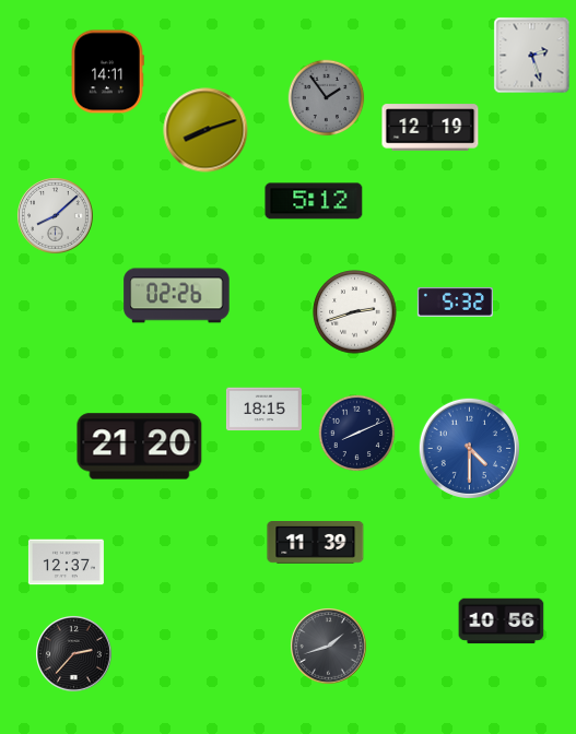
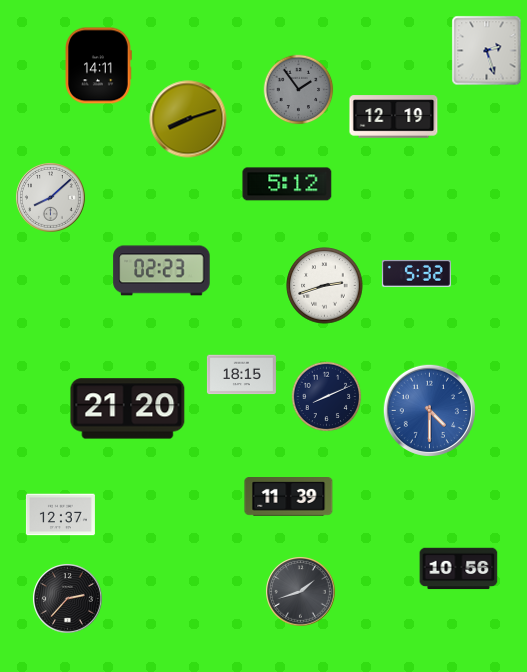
clock at (177, 296): 02:26 -> 02:23
clock at (455, 303) position: (455, 303) -> (416, 274)
